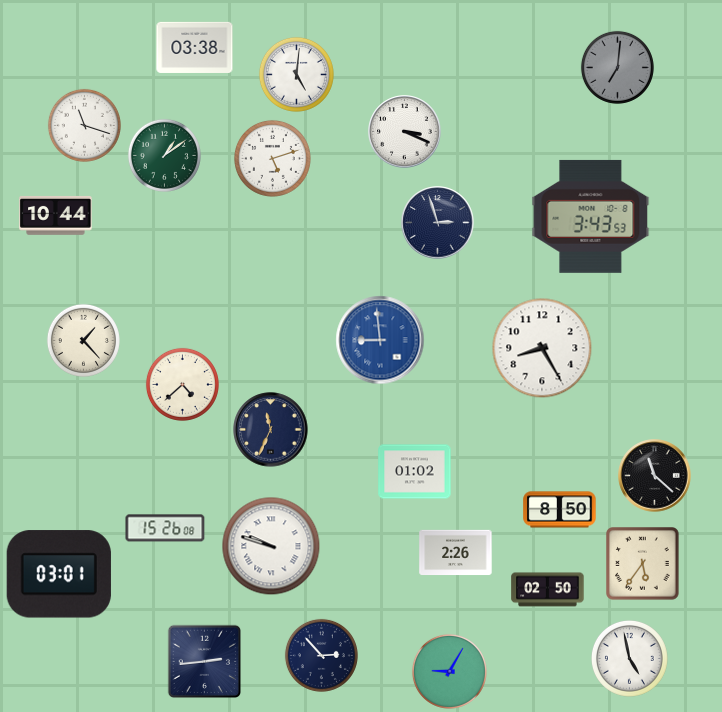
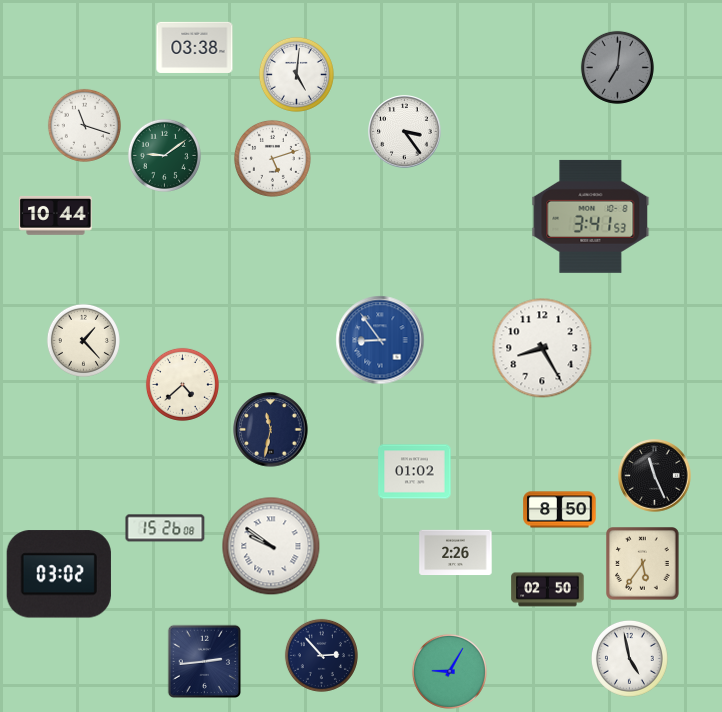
clock at (405, 132): 3:19 -> 3:24
clock at (164, 155): 1:09 -> 9:09
clock at (591, 216): 3:43 -> 3:41
clock at (438, 223): 2:57 -> none
clock at (380, 340): 8:59 -> 8:54
clock at (271, 430): 11:34 -> 11:32
clock at (655, 476): 11:22 -> 11:26
clock at (271, 546): 9:48 -> 9:51
clock at (59, 574): 03:01 -> 03:02
